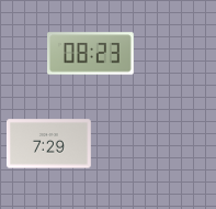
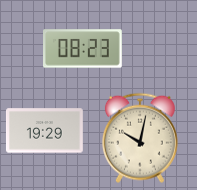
clock at (48, 144): 7:29 -> 19:29
clock at (140, 138): none -> 10:02
